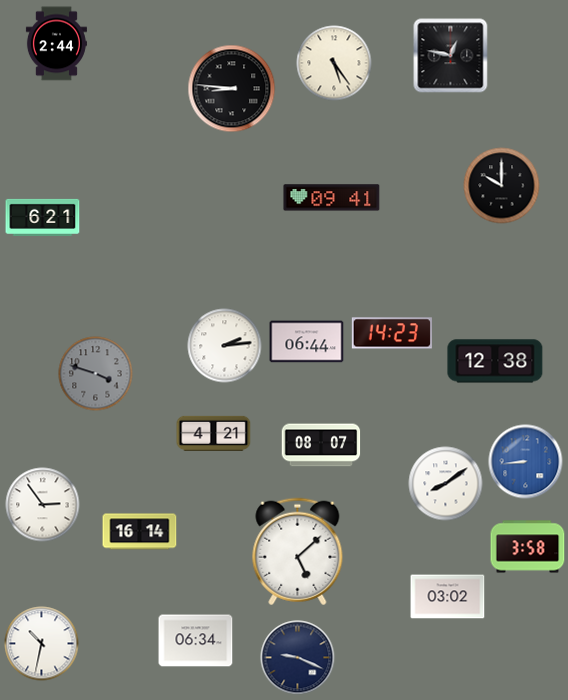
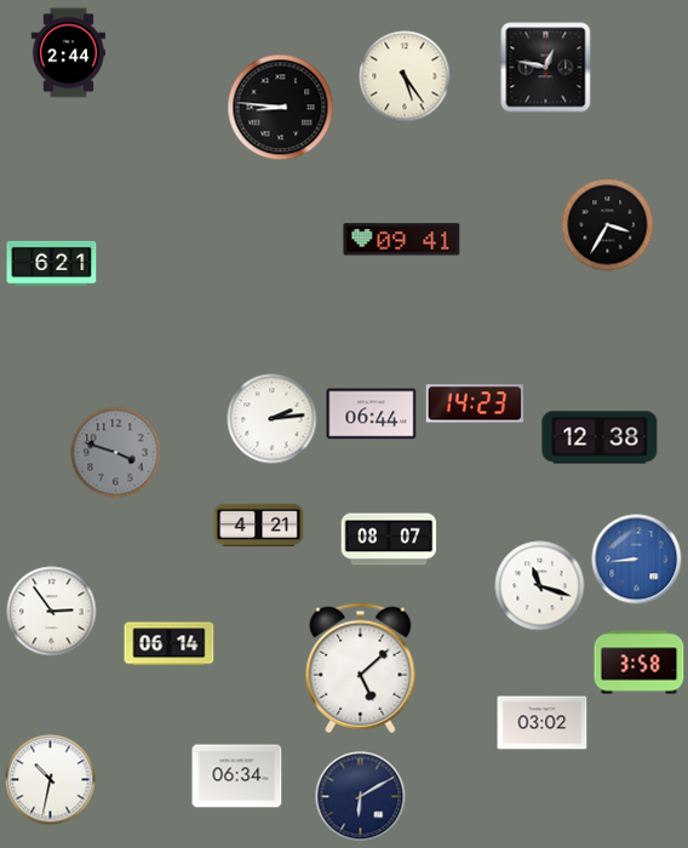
clock at (502, 186): 10:00 -> 3:35
clock at (446, 484): 8:09 -> 11:18
clock at (140, 532): 16:14 -> 06:14
clock at (298, 658): 9:19 -> 6:10
